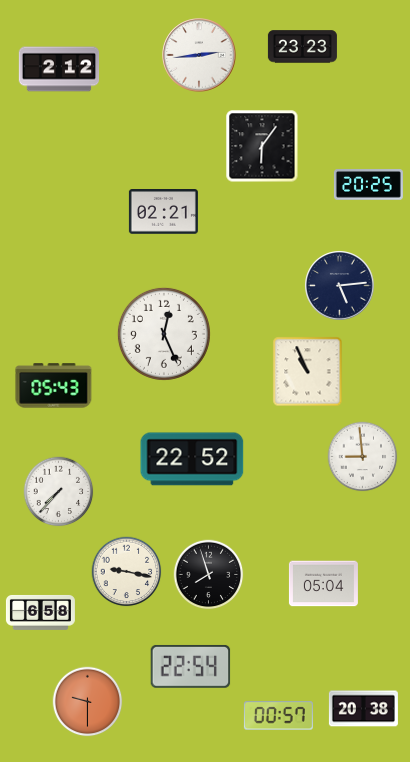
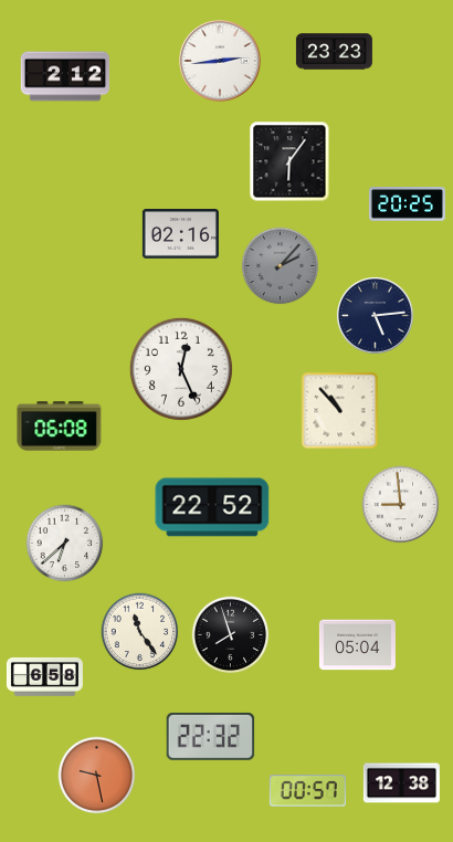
clock at (163, 212): 02:21 -> 02:16
clock at (281, 266): none -> 2:07
clock at (308, 372): 10:56 -> 10:53
clock at (54, 386): 05:43 -> 06:08
clock at (59, 492): 7:37 -> 6:38
clock at (127, 572): 9:17 -> 11:24
clock at (191, 666): 22:54 -> 22:32
clock at (88, 702): 9:30 -> 9:28
clock at (363, 709): 20:38 -> 12:38
